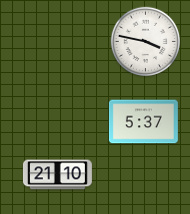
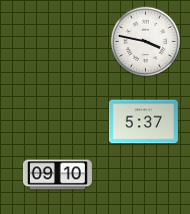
clock at (57, 175): 21:10 -> 09:10
